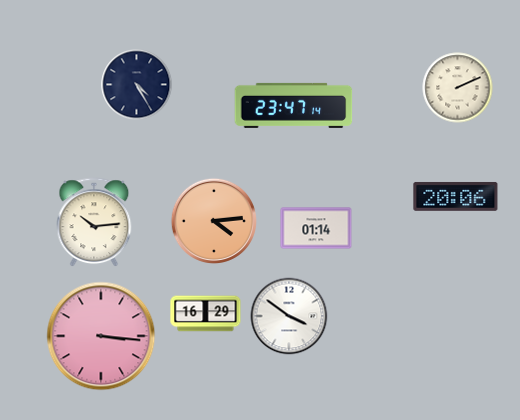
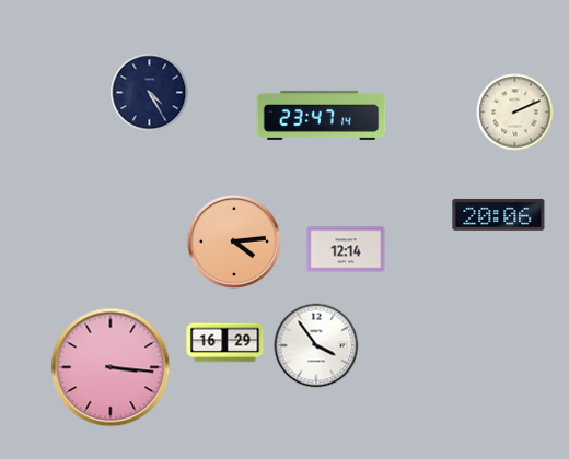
clock at (458, 88) position: (458, 88) -> (515, 113)
clock at (94, 223): 10:14 -> none
clock at (316, 228): 01:14 -> 12:14
clock at (289, 316): 3:51 -> 3:54
